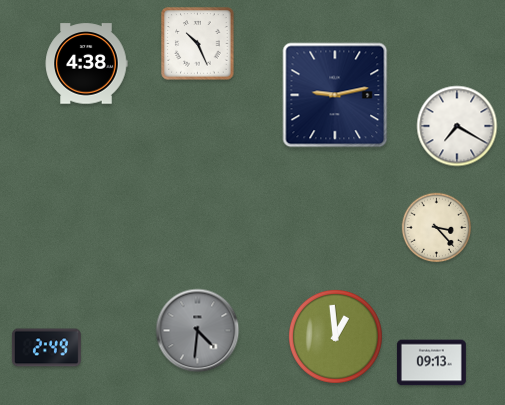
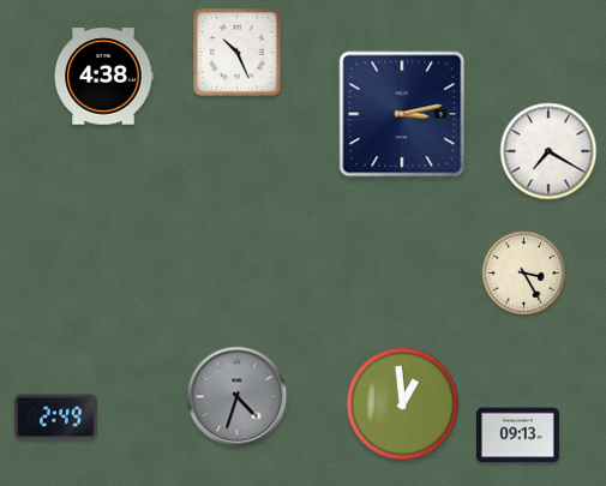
clock at (335, 95): 9:13 -> 3:13
clock at (437, 228): 3:23 -> 3:25
clock at (198, 331): 4:31 -> 4:33
